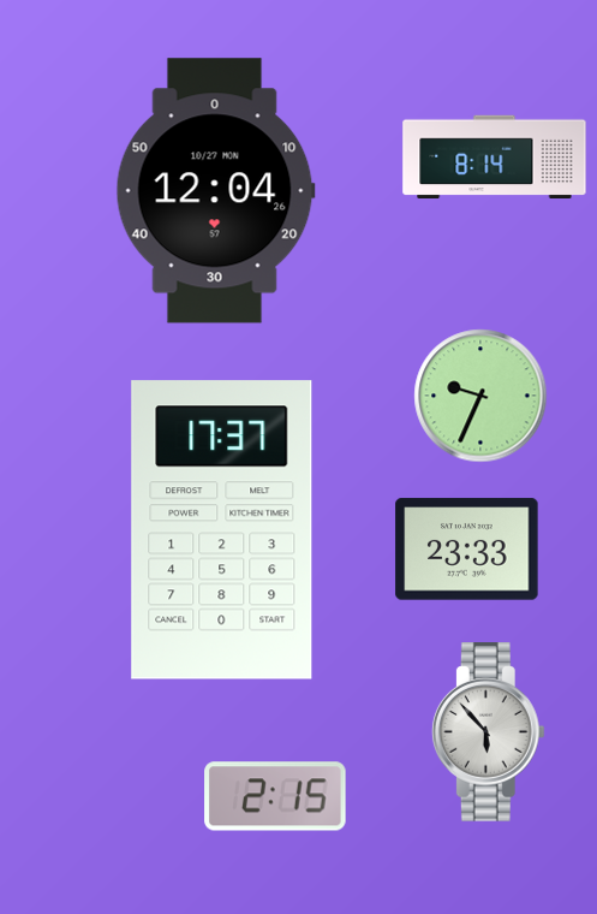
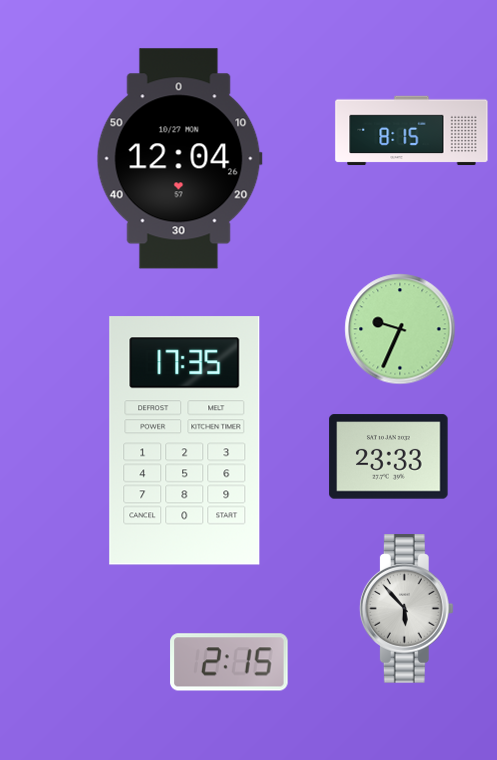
clock at (495, 158): 8:14 -> 8:15
clock at (222, 530): 17:37 -> 17:35
